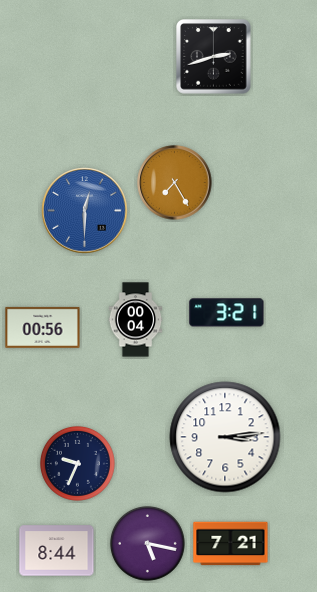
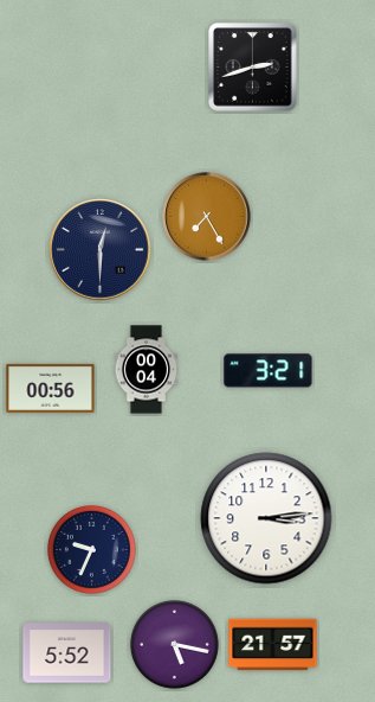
clock at (85, 211) dial: blue -> navy
clock at (136, 320) position: (136, 320) -> (147, 370)
clock at (231, 544): 7:21 -> 21:57
clock at (57, 551): 8:44 -> 5:52
